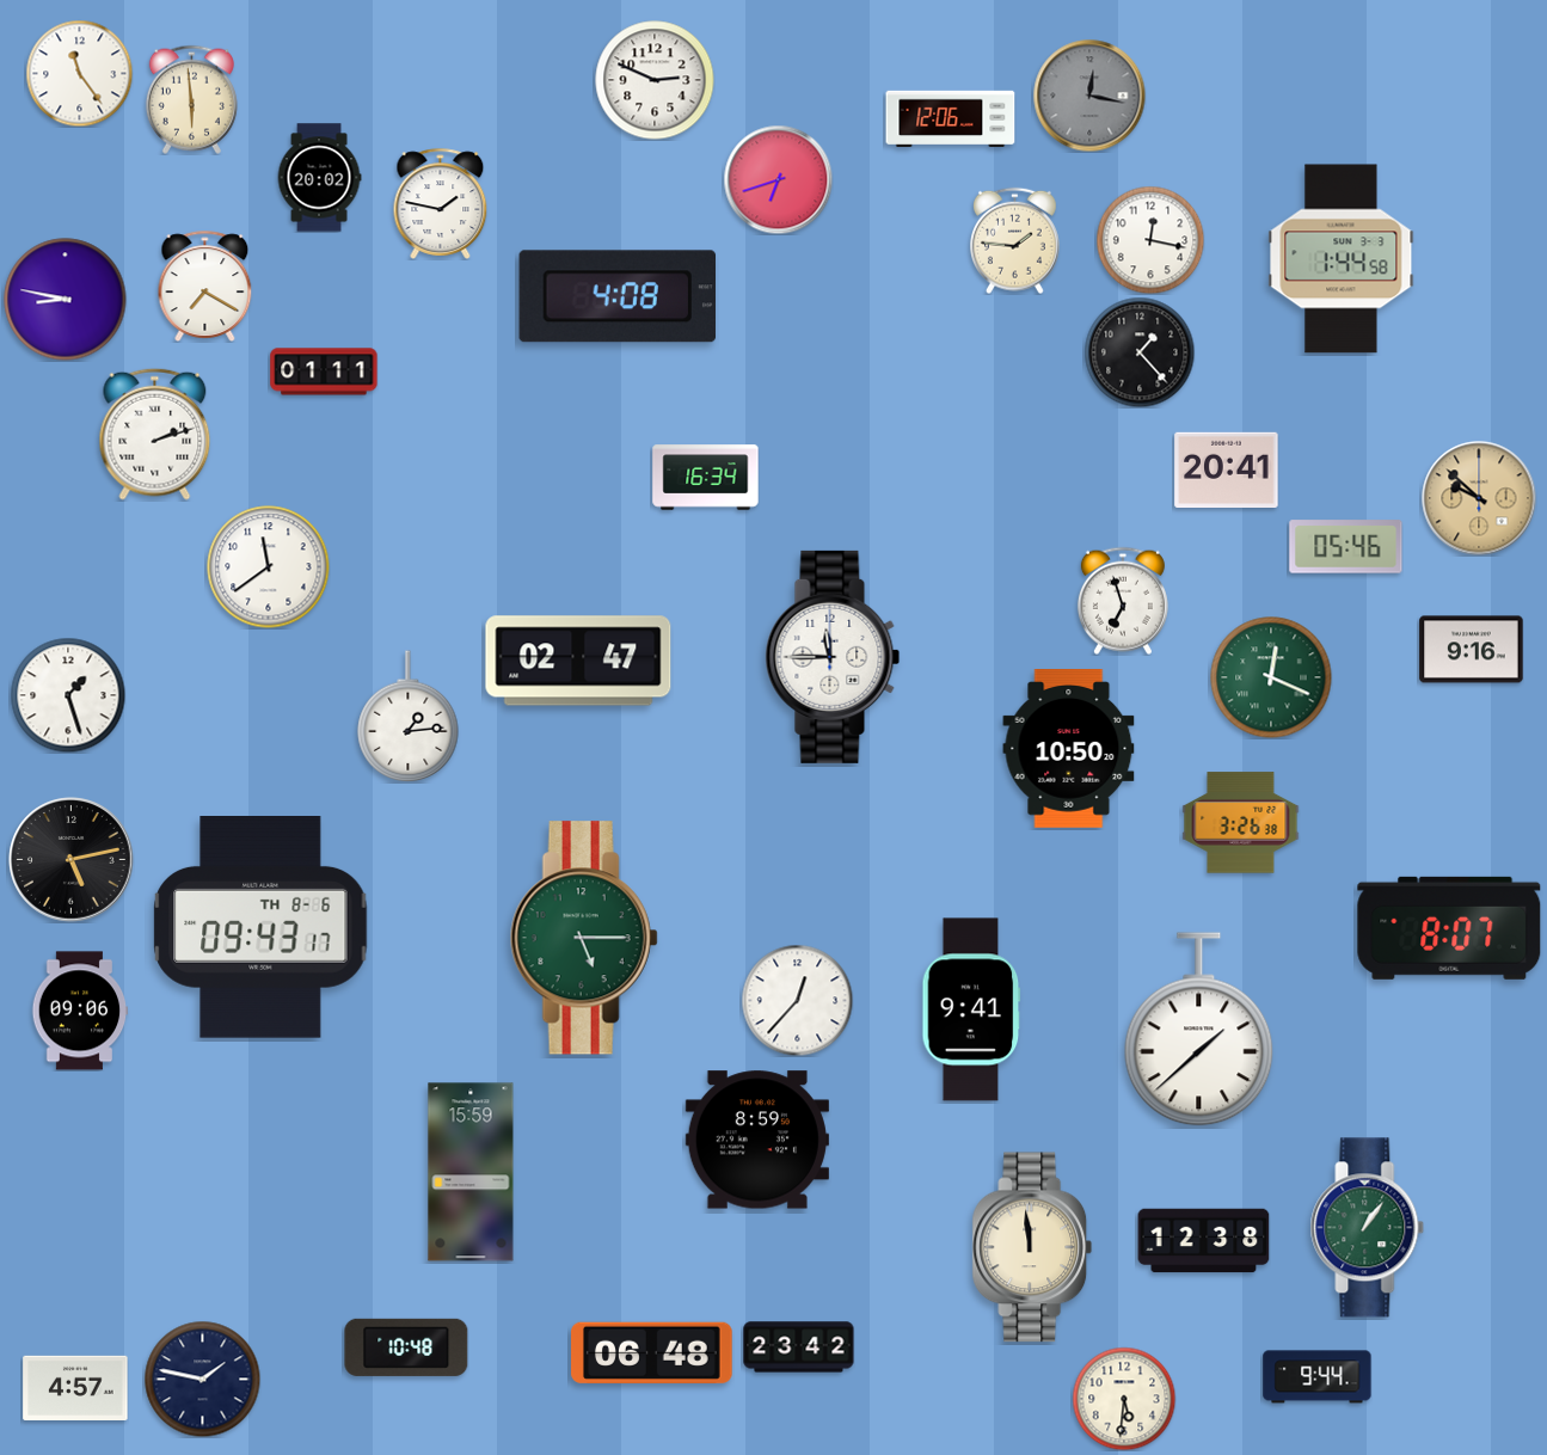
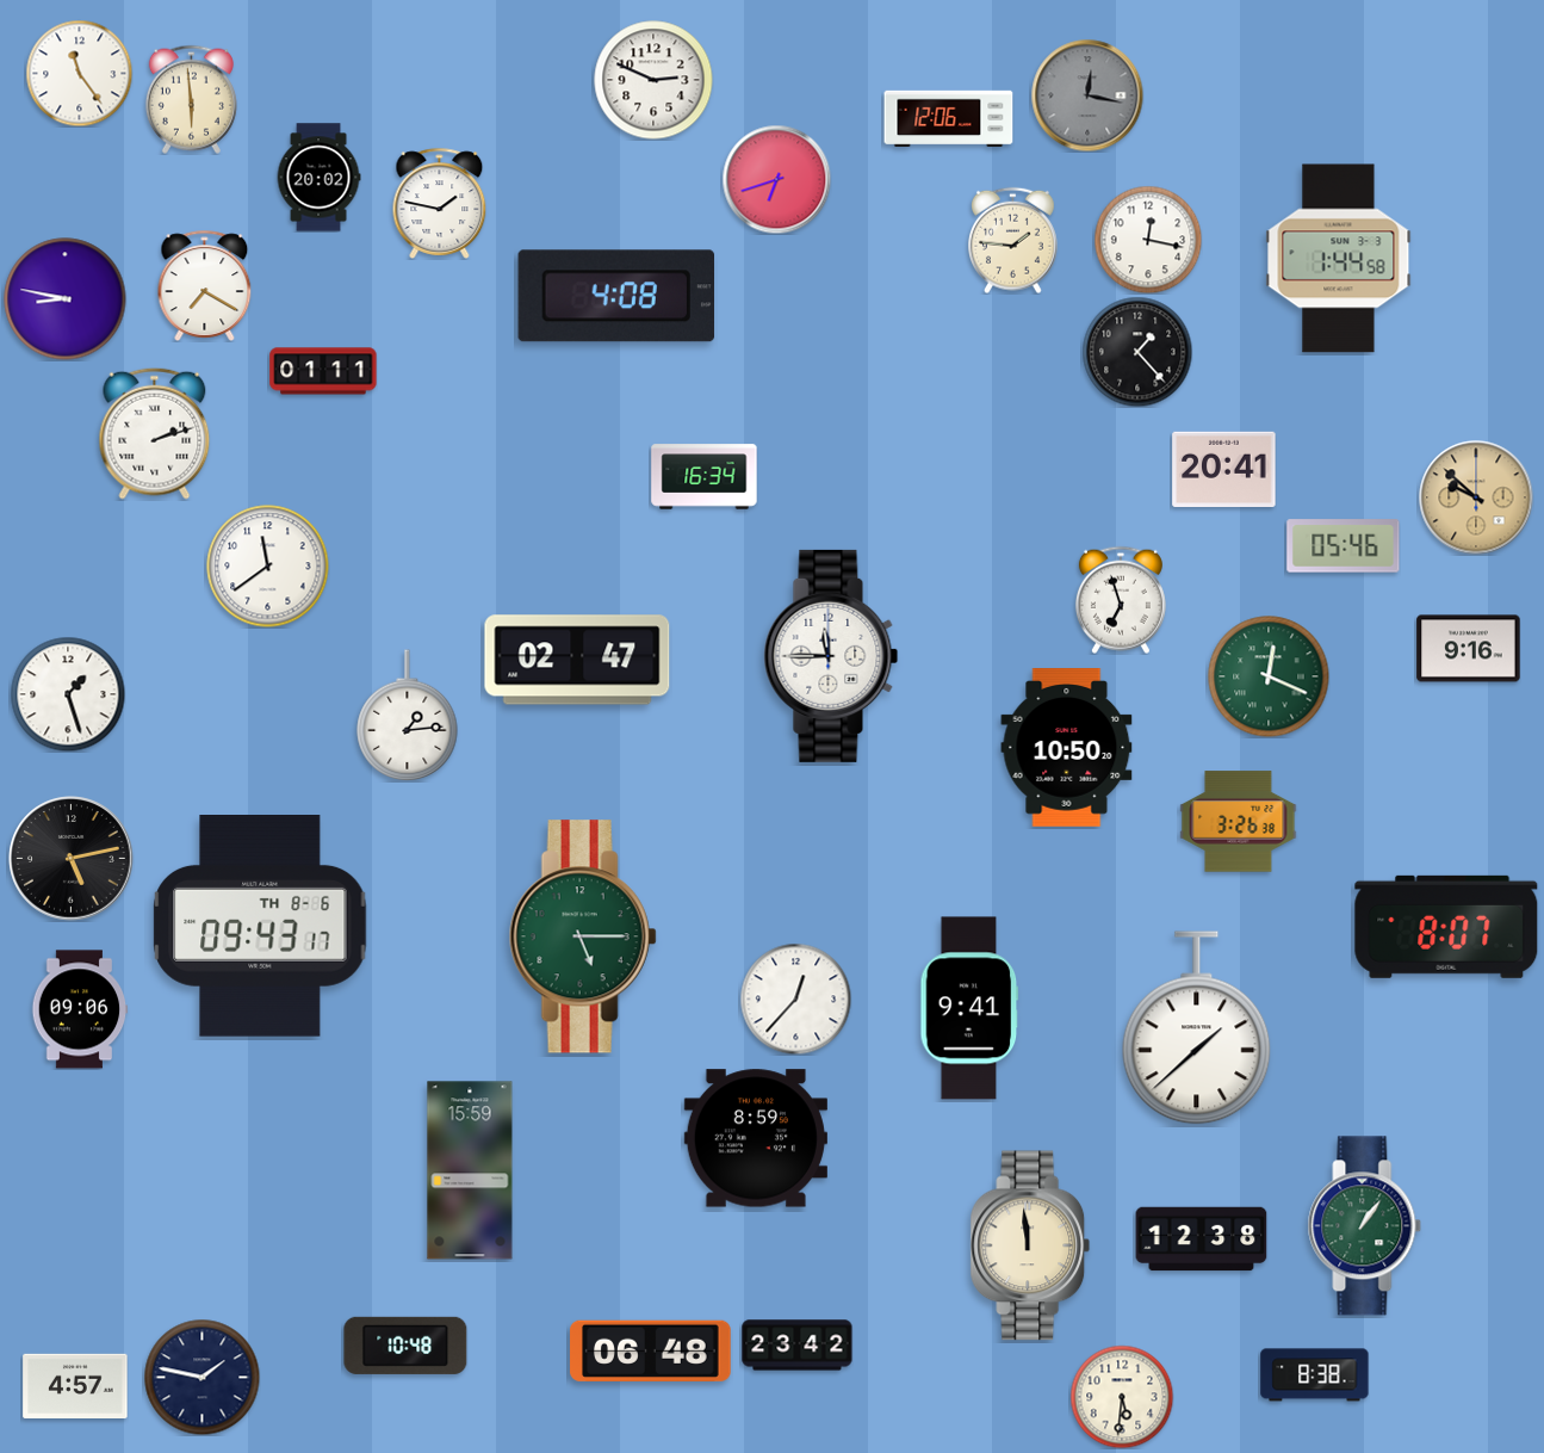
clock at (1318, 1377): 9:44 -> 8:38
